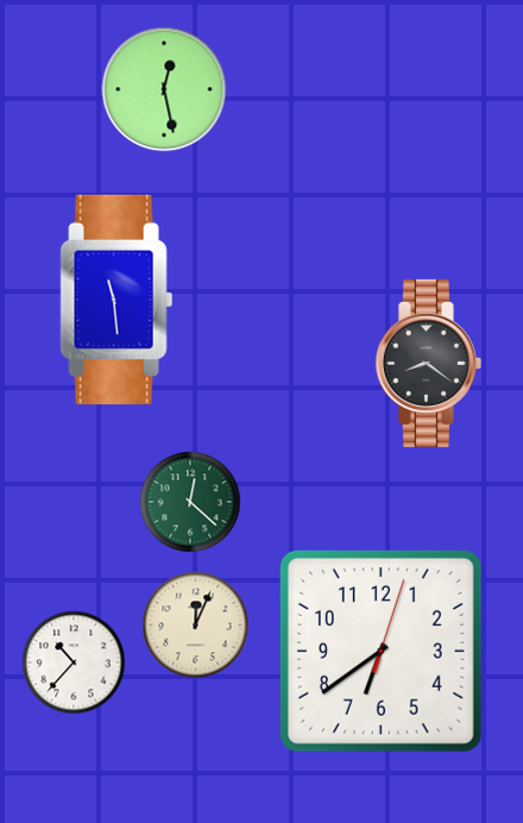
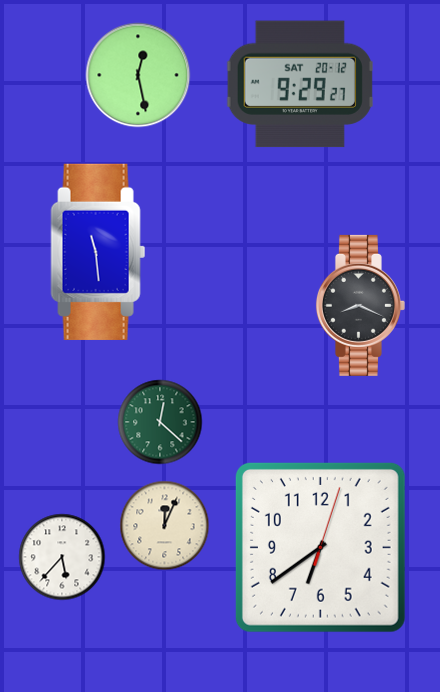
clock at (300, 84): none -> 9:29
clock at (428, 363): 8:21 -> 8:19
clock at (74, 662): 10:37 -> 5:37
